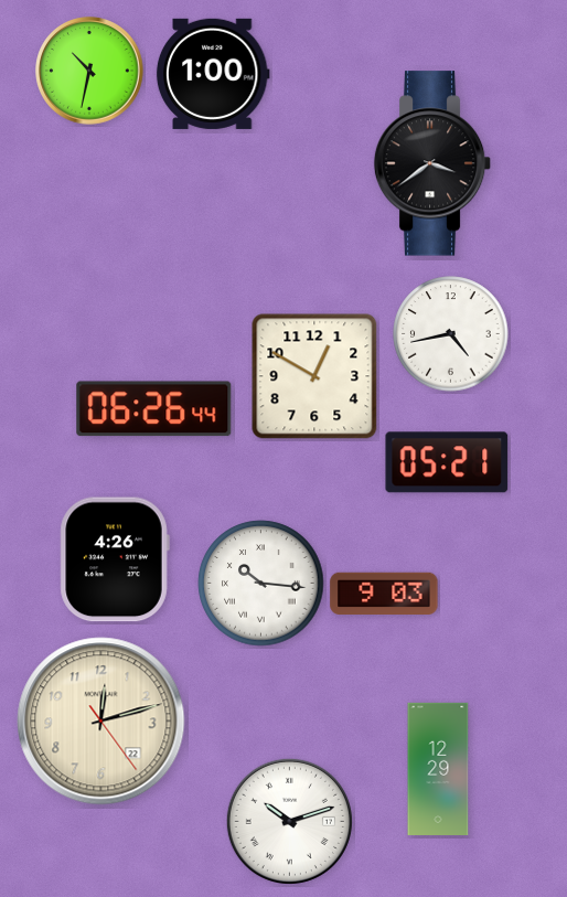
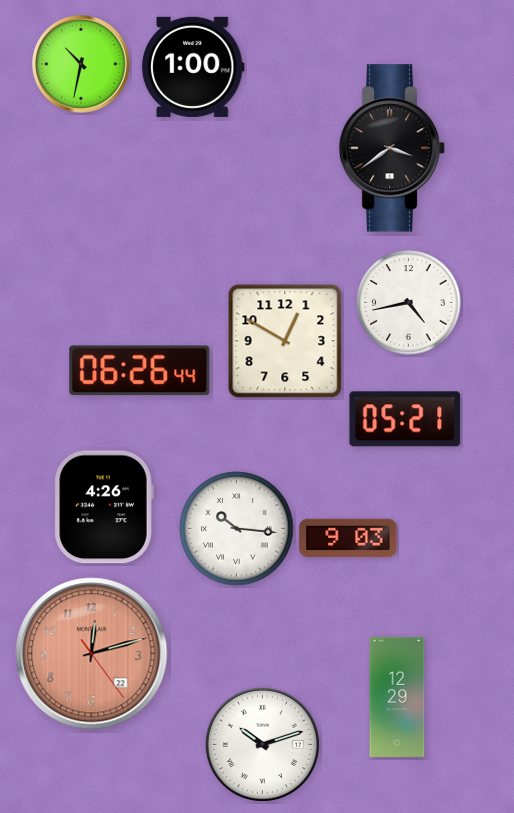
clock at (101, 722) dial: cream -> salmon
